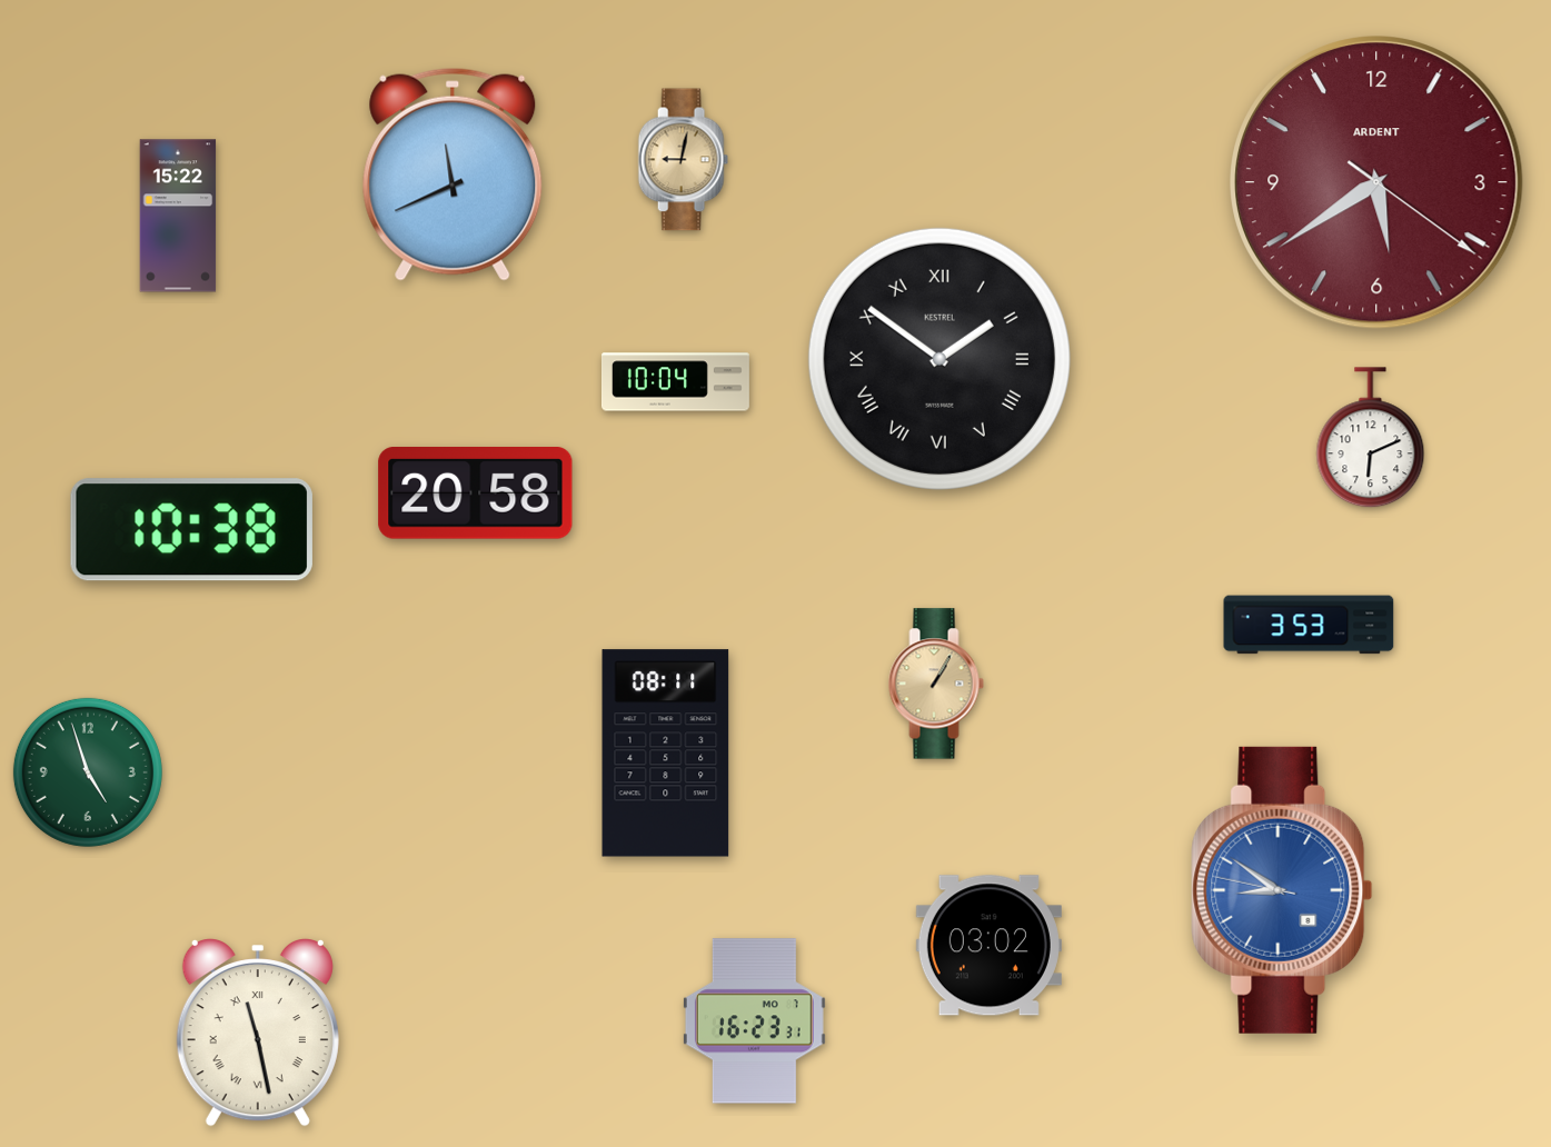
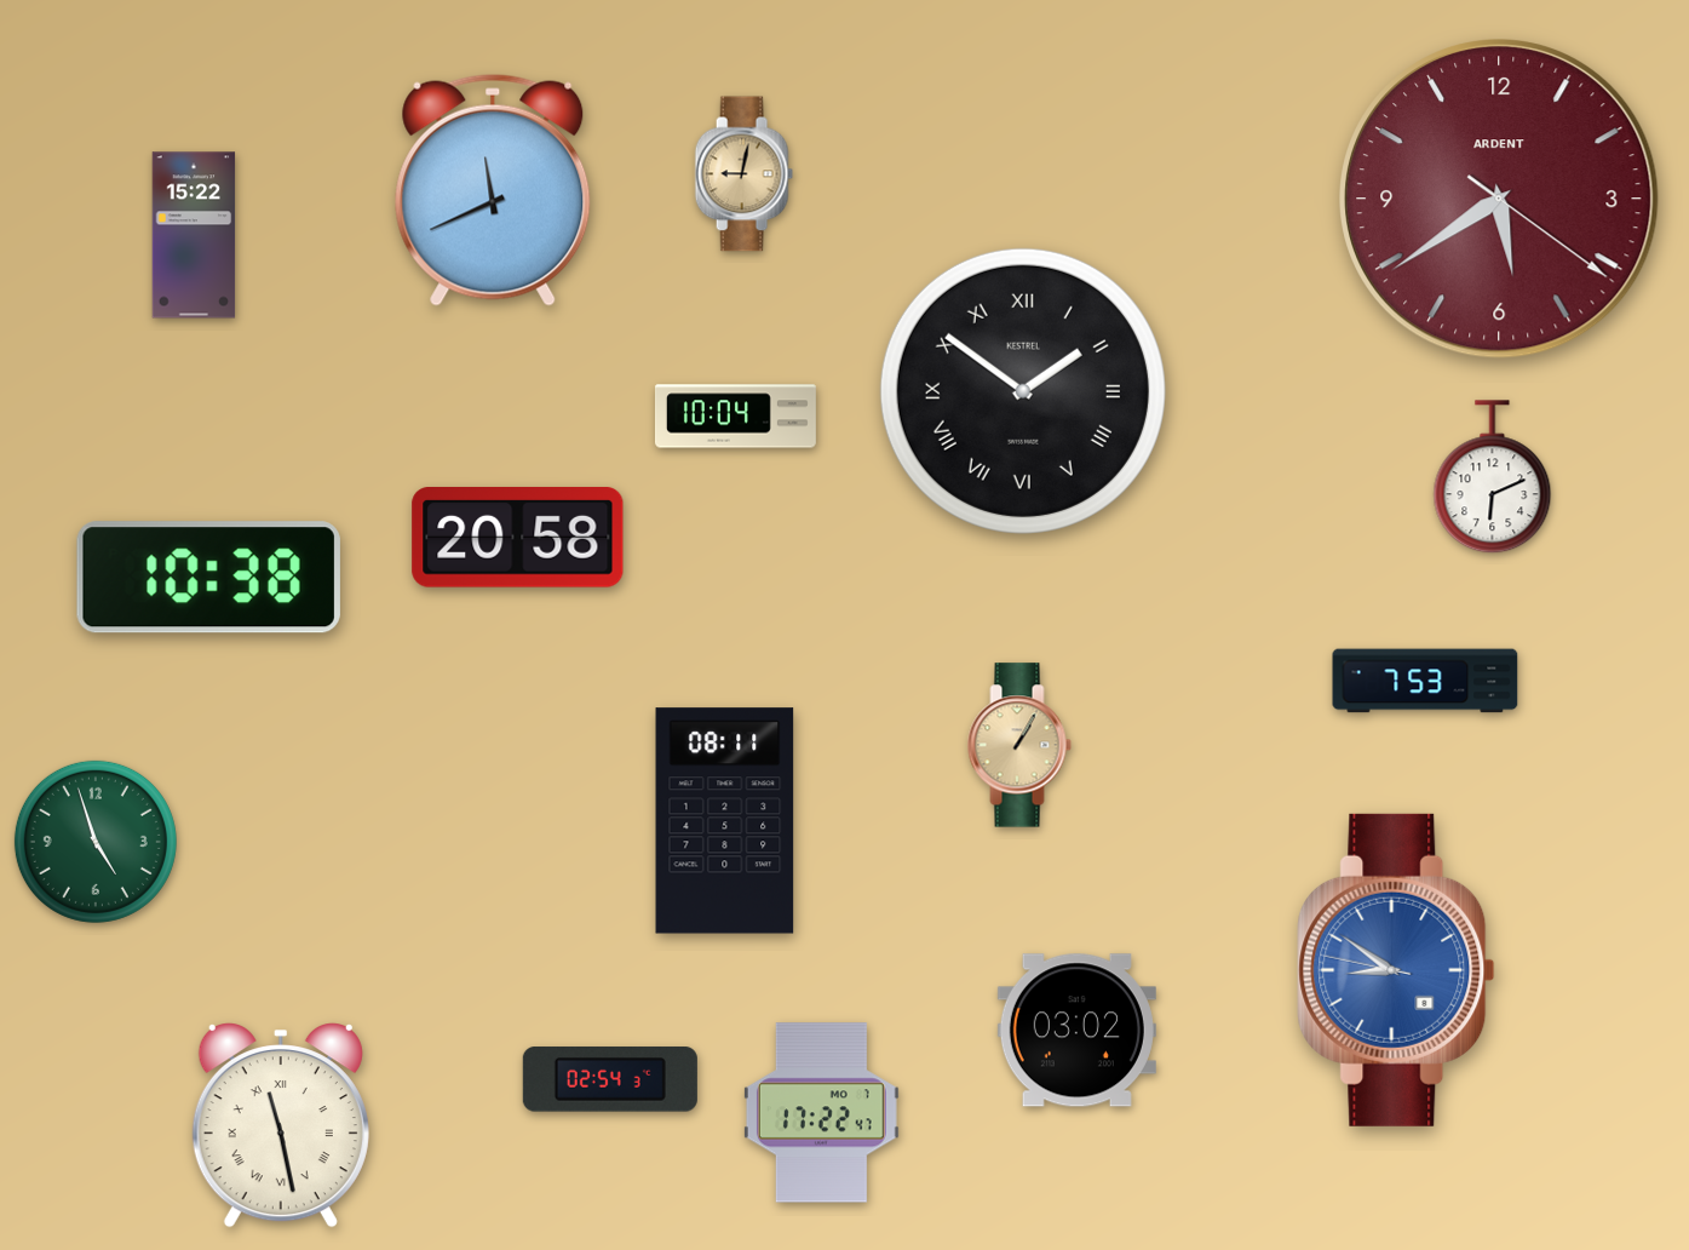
clock at (1309, 625): 3:53 -> 7:53
clock at (610, 1079): none -> 02:54
clock at (754, 1021): 16:23 -> 17:22
